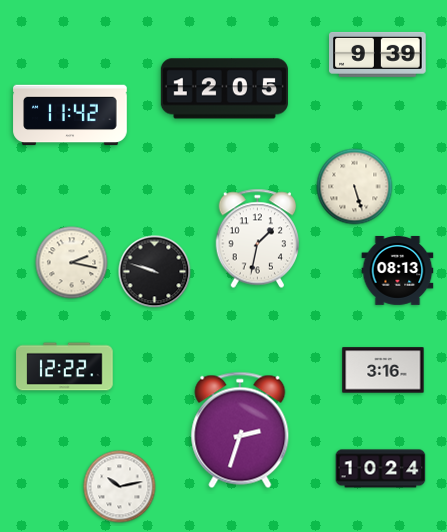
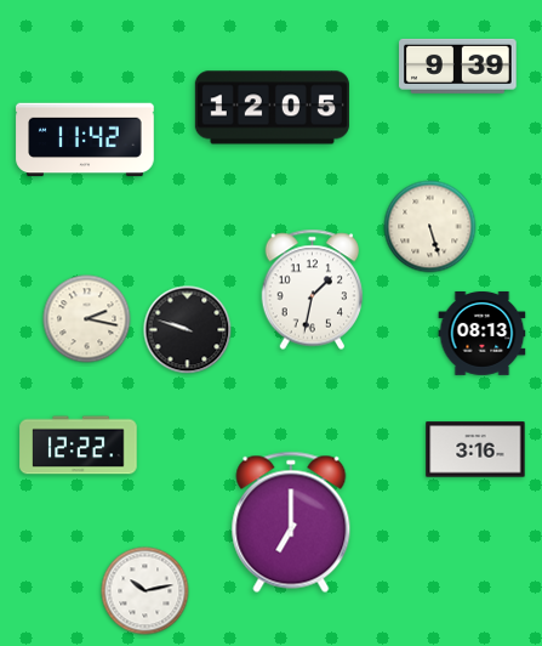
clock at (398, 270) position: (398, 270) -> (483, 333)
clock at (383, 370) position: (383, 370) -> (475, 449)
clock at (240, 430): 2:33 -> 7:00
clock at (381, 469): 10:24 -> none
